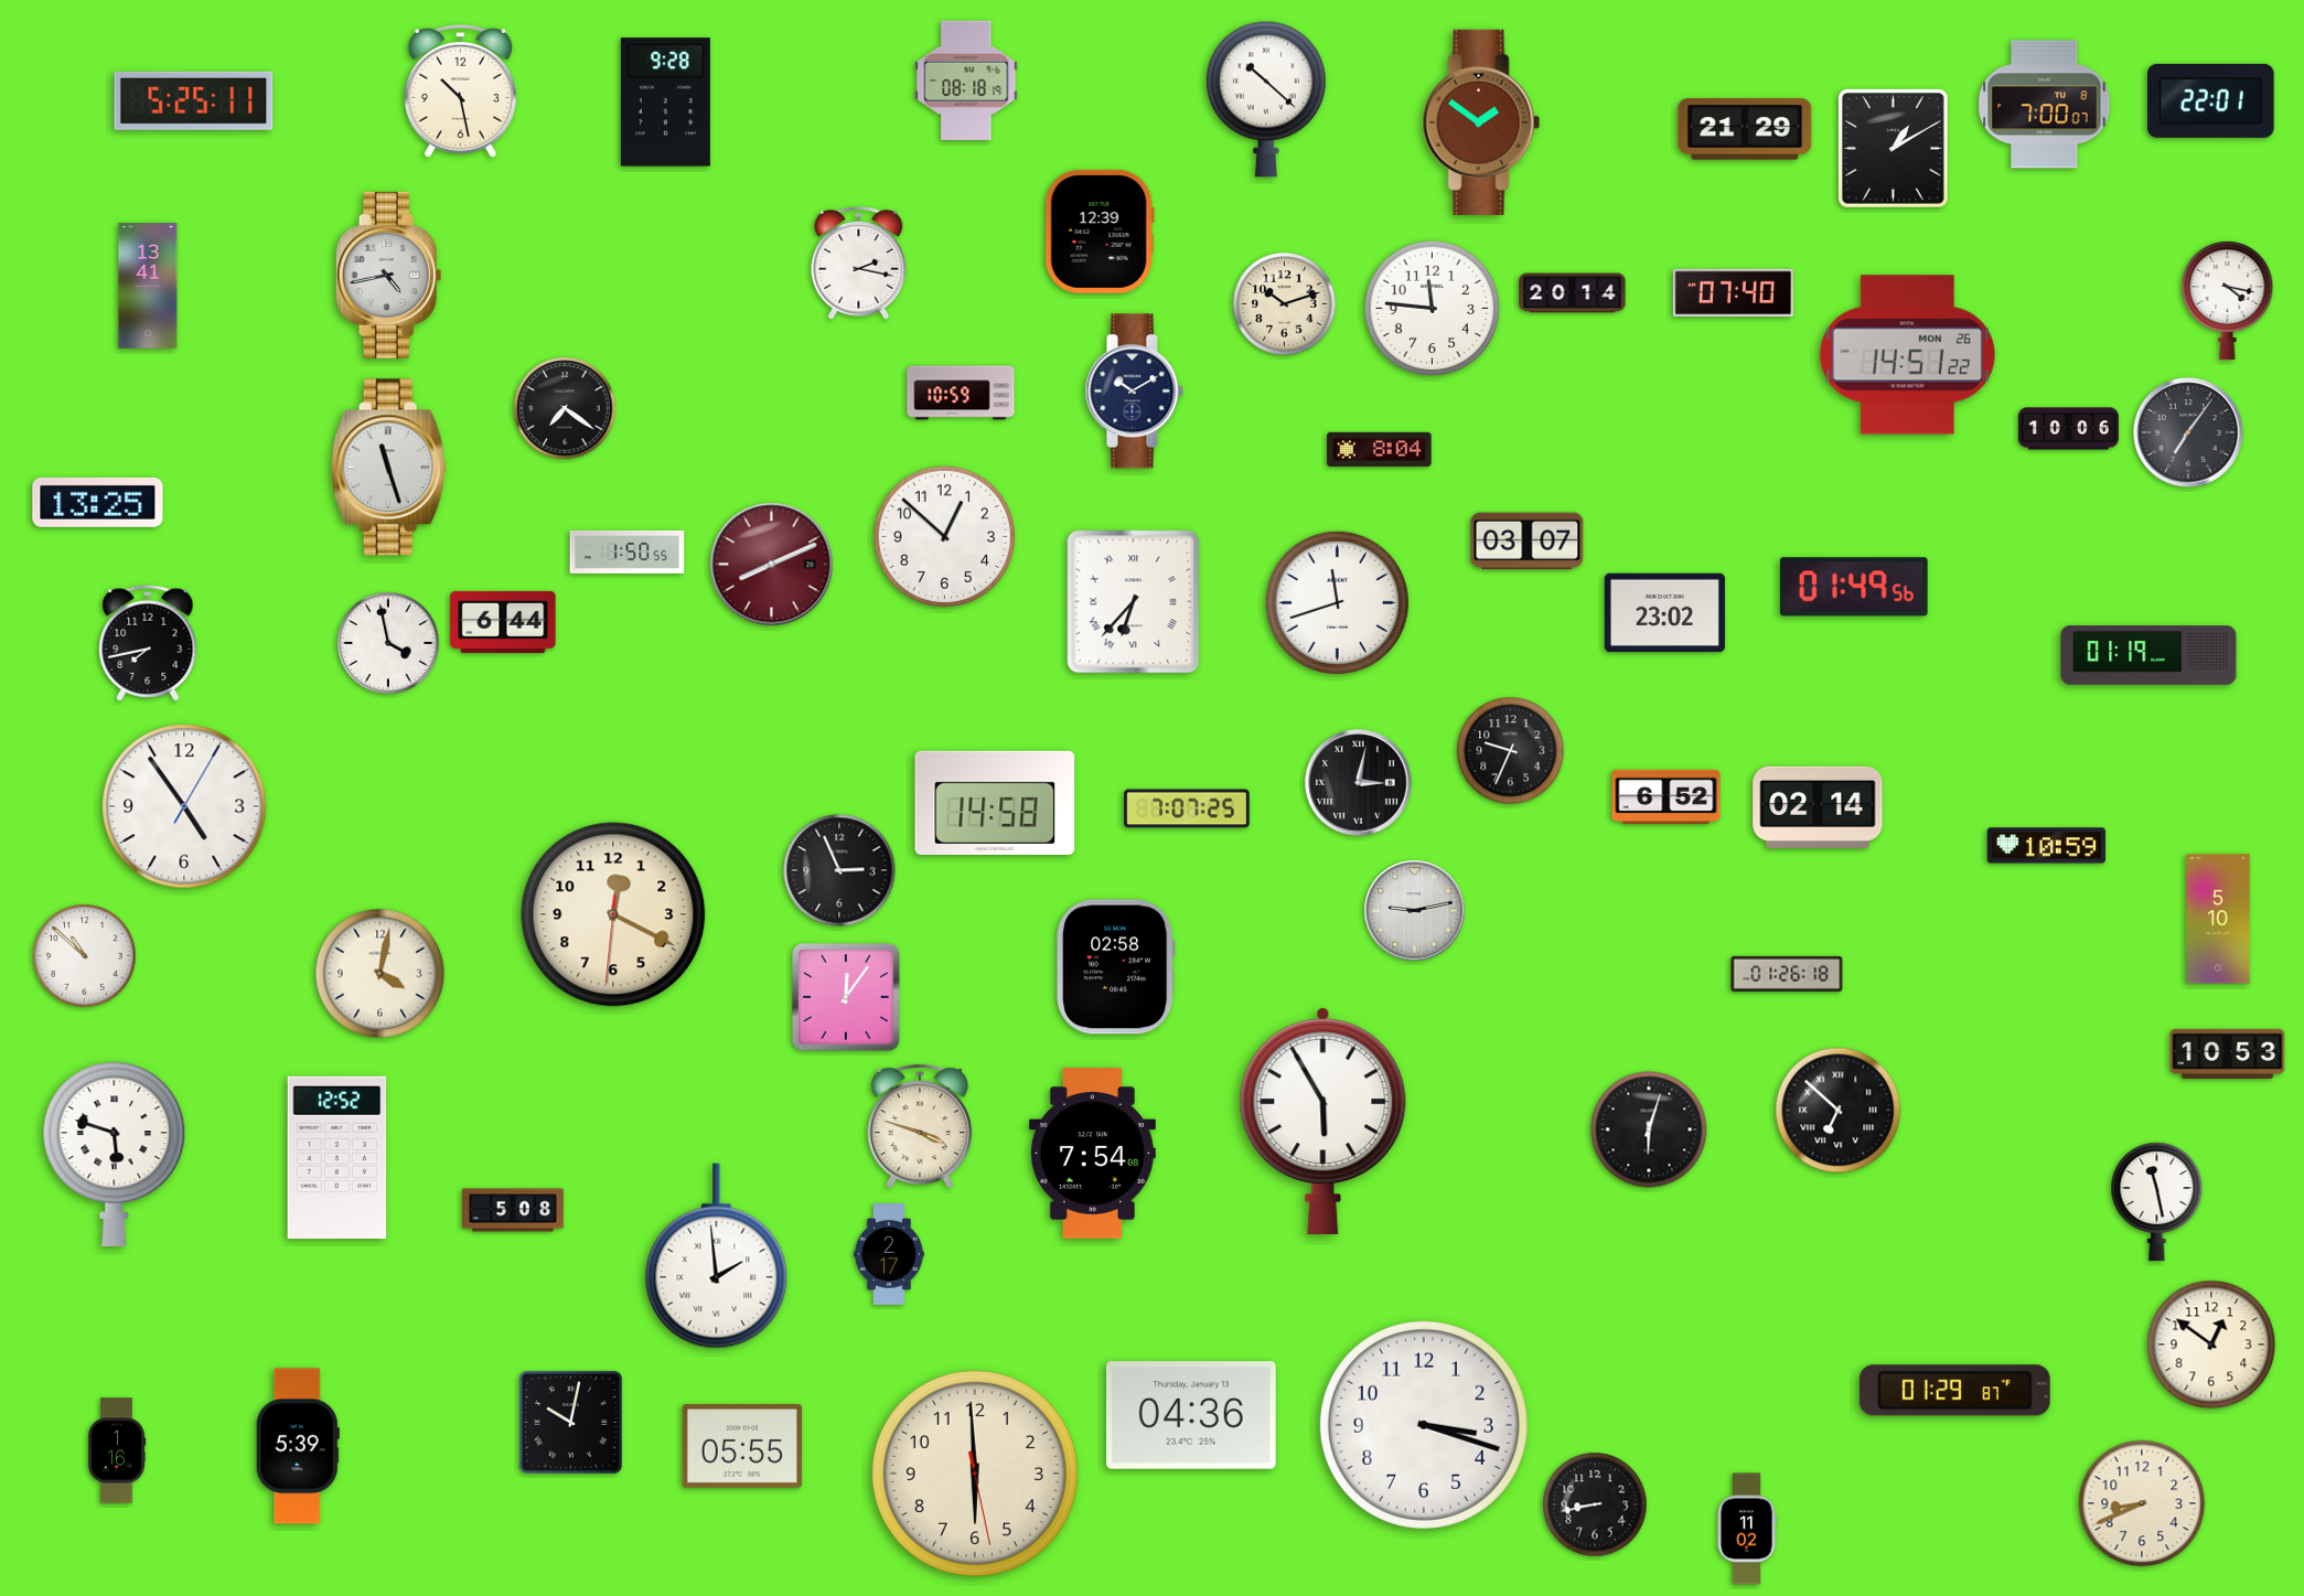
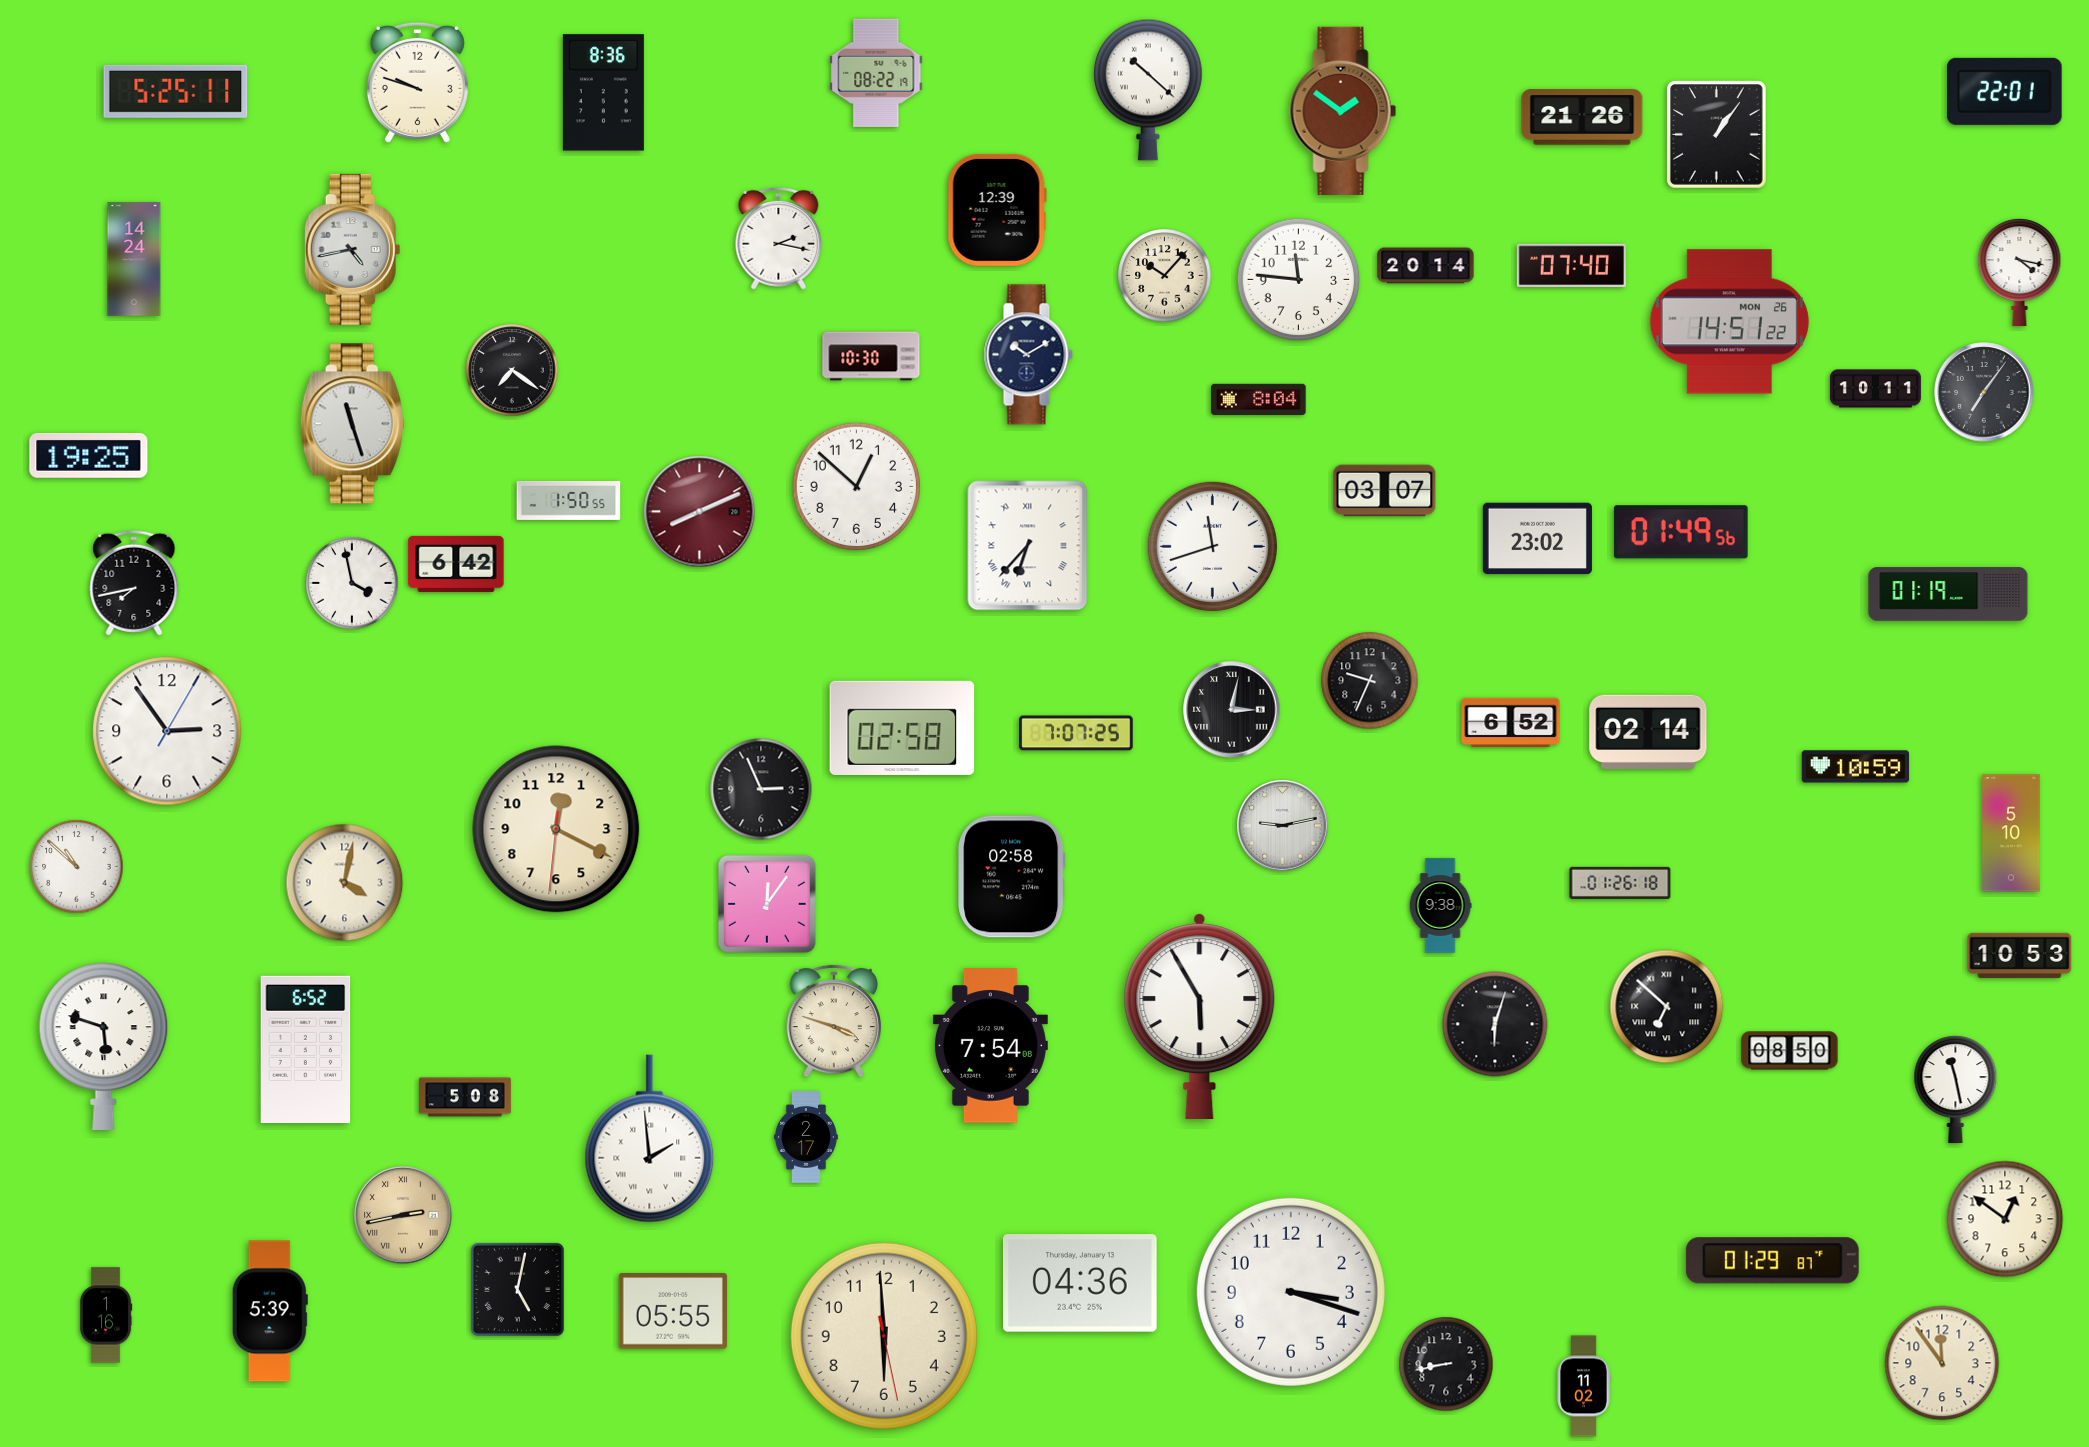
clock at (966, 81): 08:18 -> 08:22
clock at (460, 90): 10:28 -> 9:48
clock at (665, 103): 9:28 -> 8:36
clock at (2045, 105): 7:00 -> none
clock at (1745, 129): 21:29 -> 21:26
clock at (1894, 149): 1:10 -> 1:06
clock at (148, 286): 13:41 -> 14:24
clock at (1285, 304): 10:12 -> 10:07
clock at (961, 393): 10:59 -> 10:30
clock at (2068, 429): 10:06 -> 10:11
clock at (1380, 449) position: (1380, 449) -> (1259, 399)
clock at (98, 503): 13:25 -> 19:25
clock at (1664, 613) position: (1664, 613) -> (1537, 539)
clock at (503, 622): 6:44 -> 6:42
clock at (995, 803): 14:58 -> 02:58
clock at (184, 806): 4:54 -> 2:54
clock at (1440, 906): none -> 9:38
clock at (337, 1158): 12:52 -> 6:52
clock at (1790, 1051): none -> 08:50
clock at (403, 1215): none -> 2:43
clock at (570, 1422): 10:02 -> 5:02
clock at (2142, 1503): 8:41 -> 11:54
